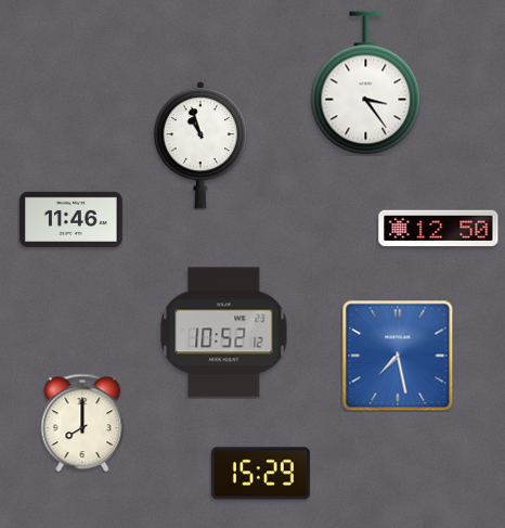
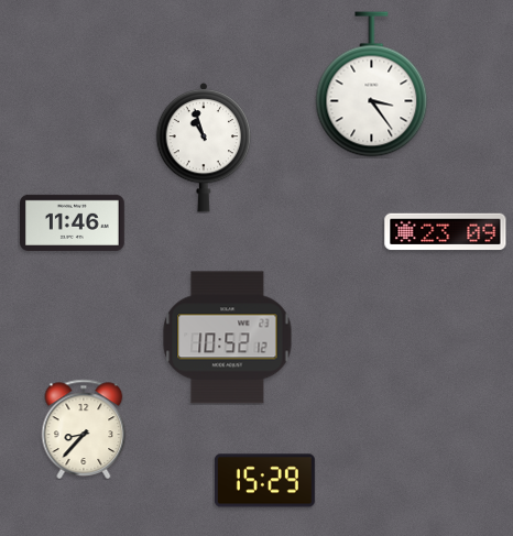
clock at (439, 229): 12:50 -> 23:09
clock at (398, 356): 7:28 -> none
clock at (82, 423): 8:00 -> 8:37
